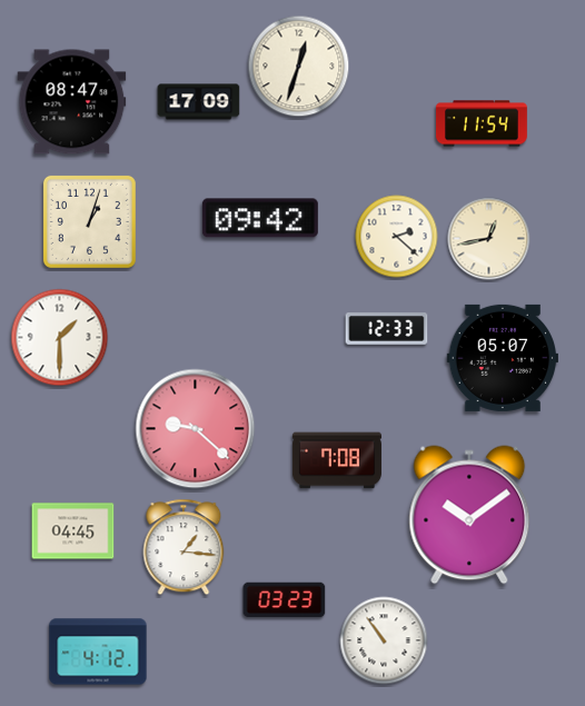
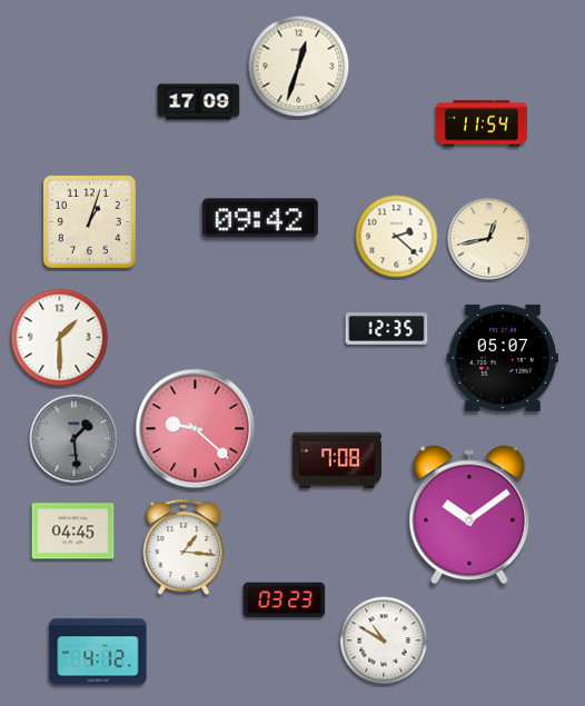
clock at (72, 102): 08:47 -> none
clock at (387, 329): 12:33 -> 12:35
clock at (75, 439): none -> 1:29
clock at (384, 640): 10:54 -> 10:50
